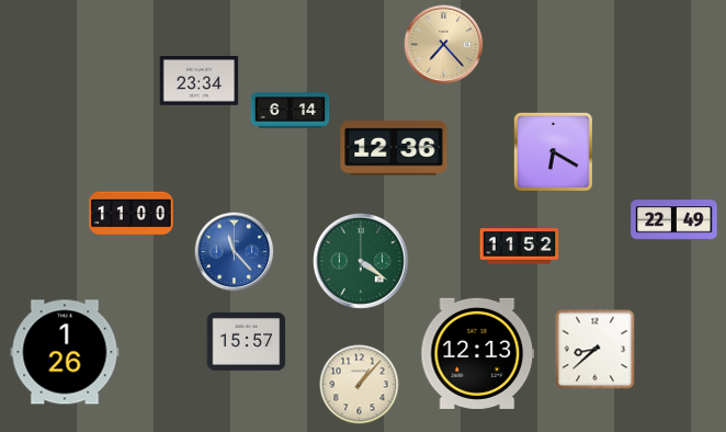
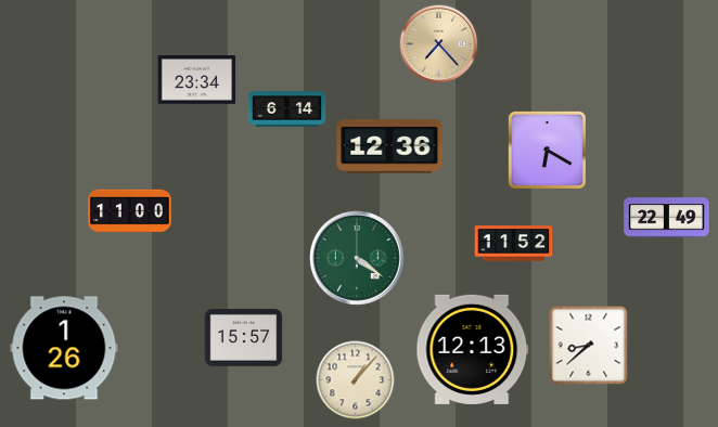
clock at (235, 252): 11:23 -> none
